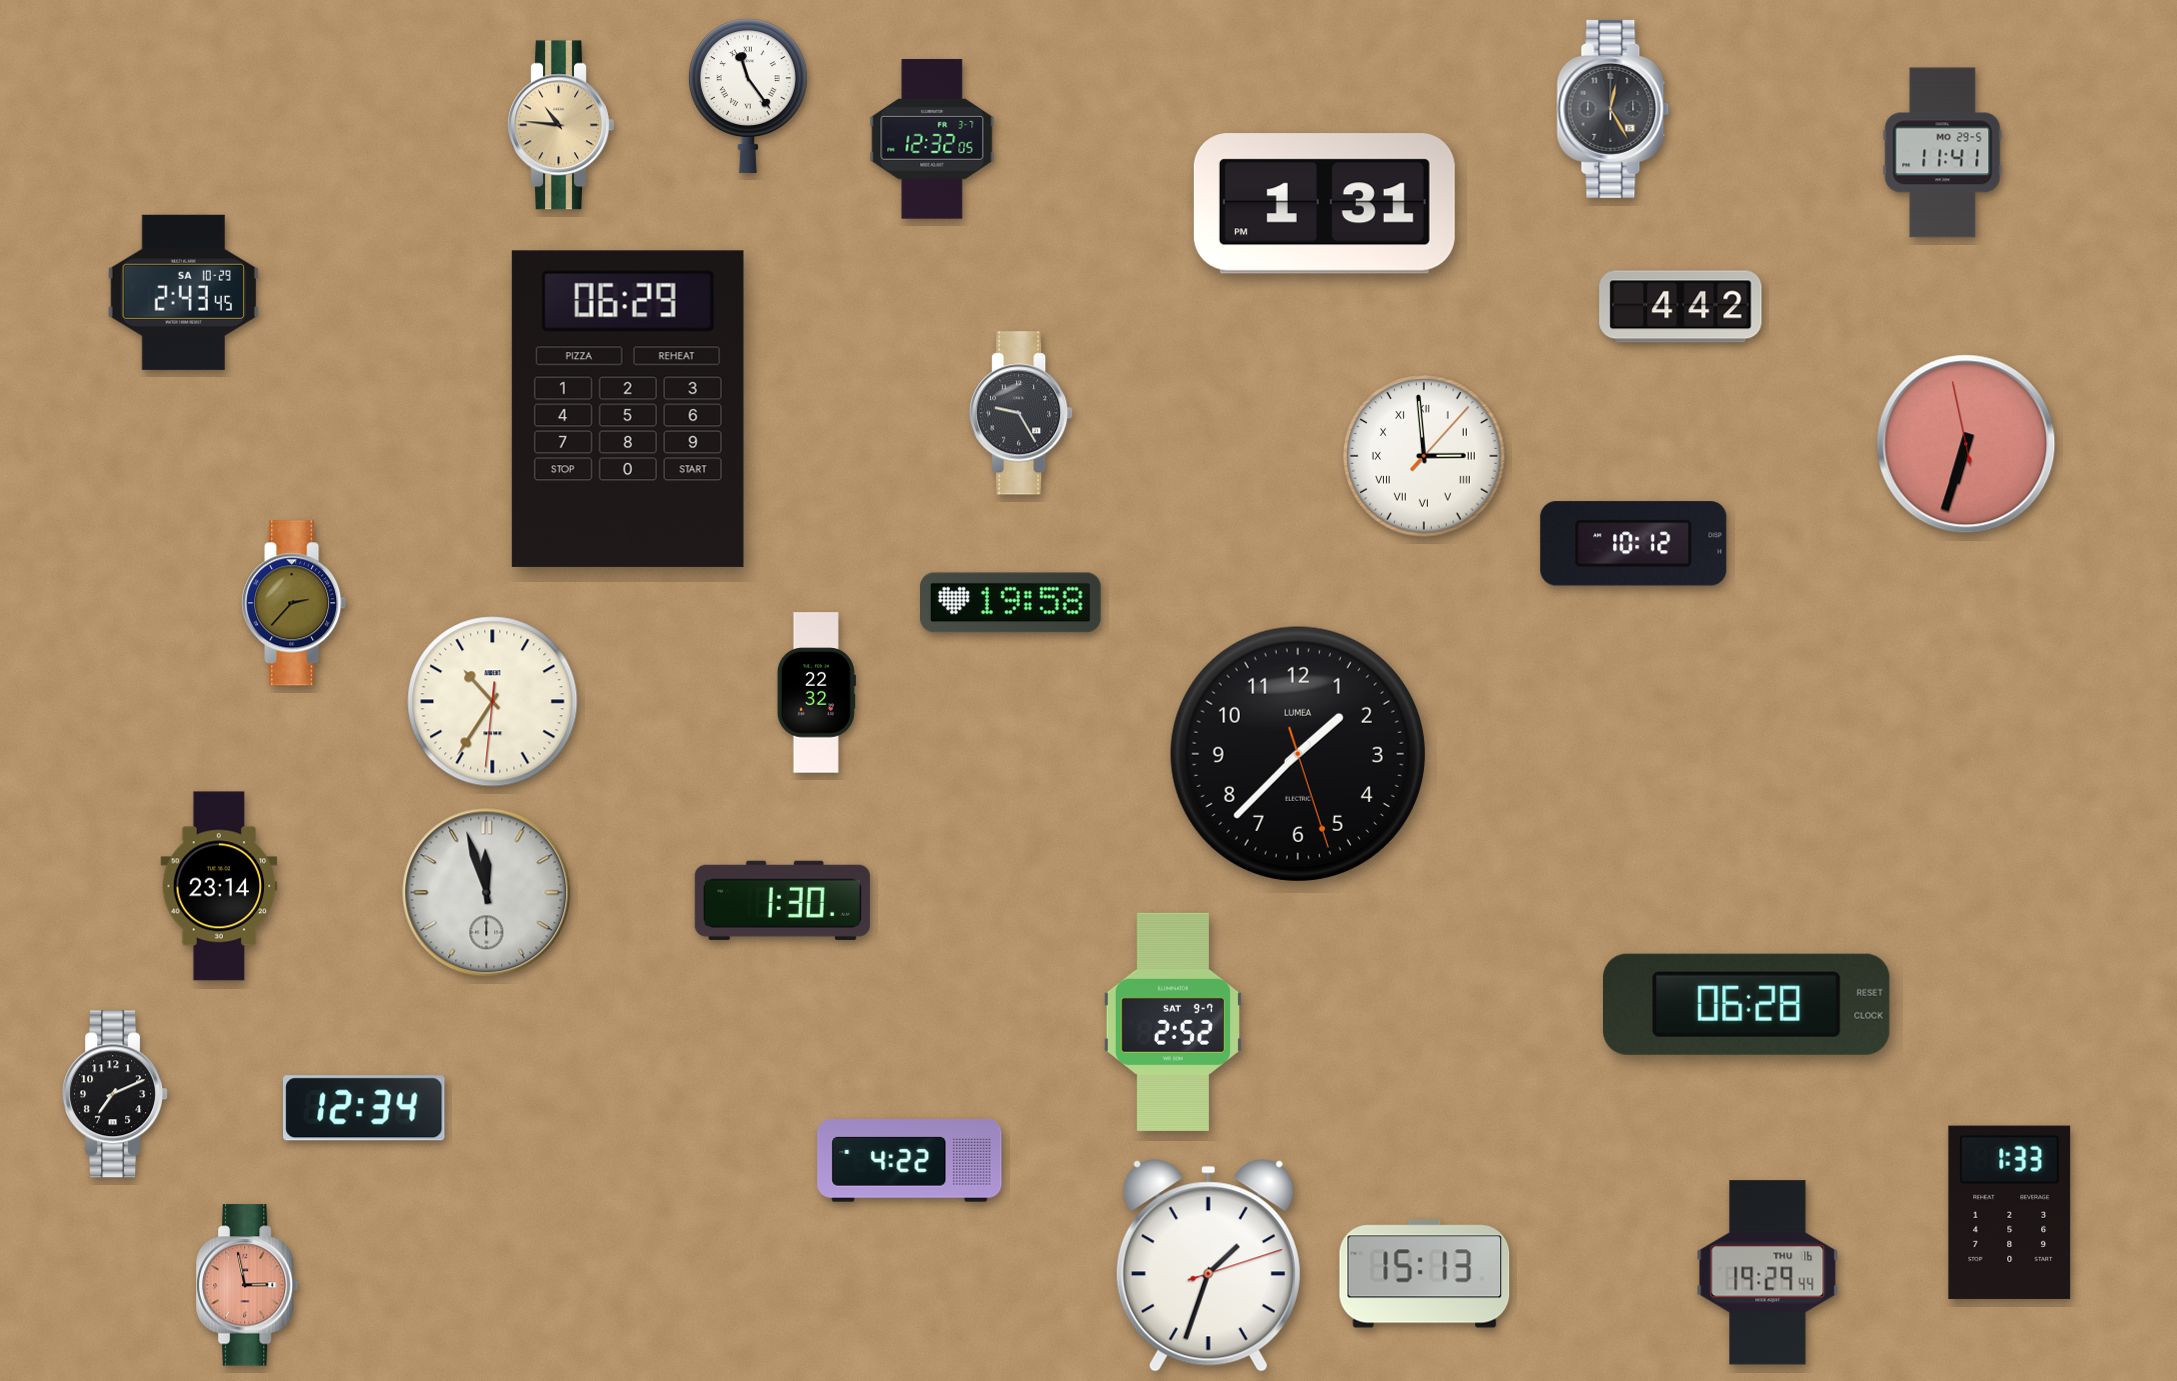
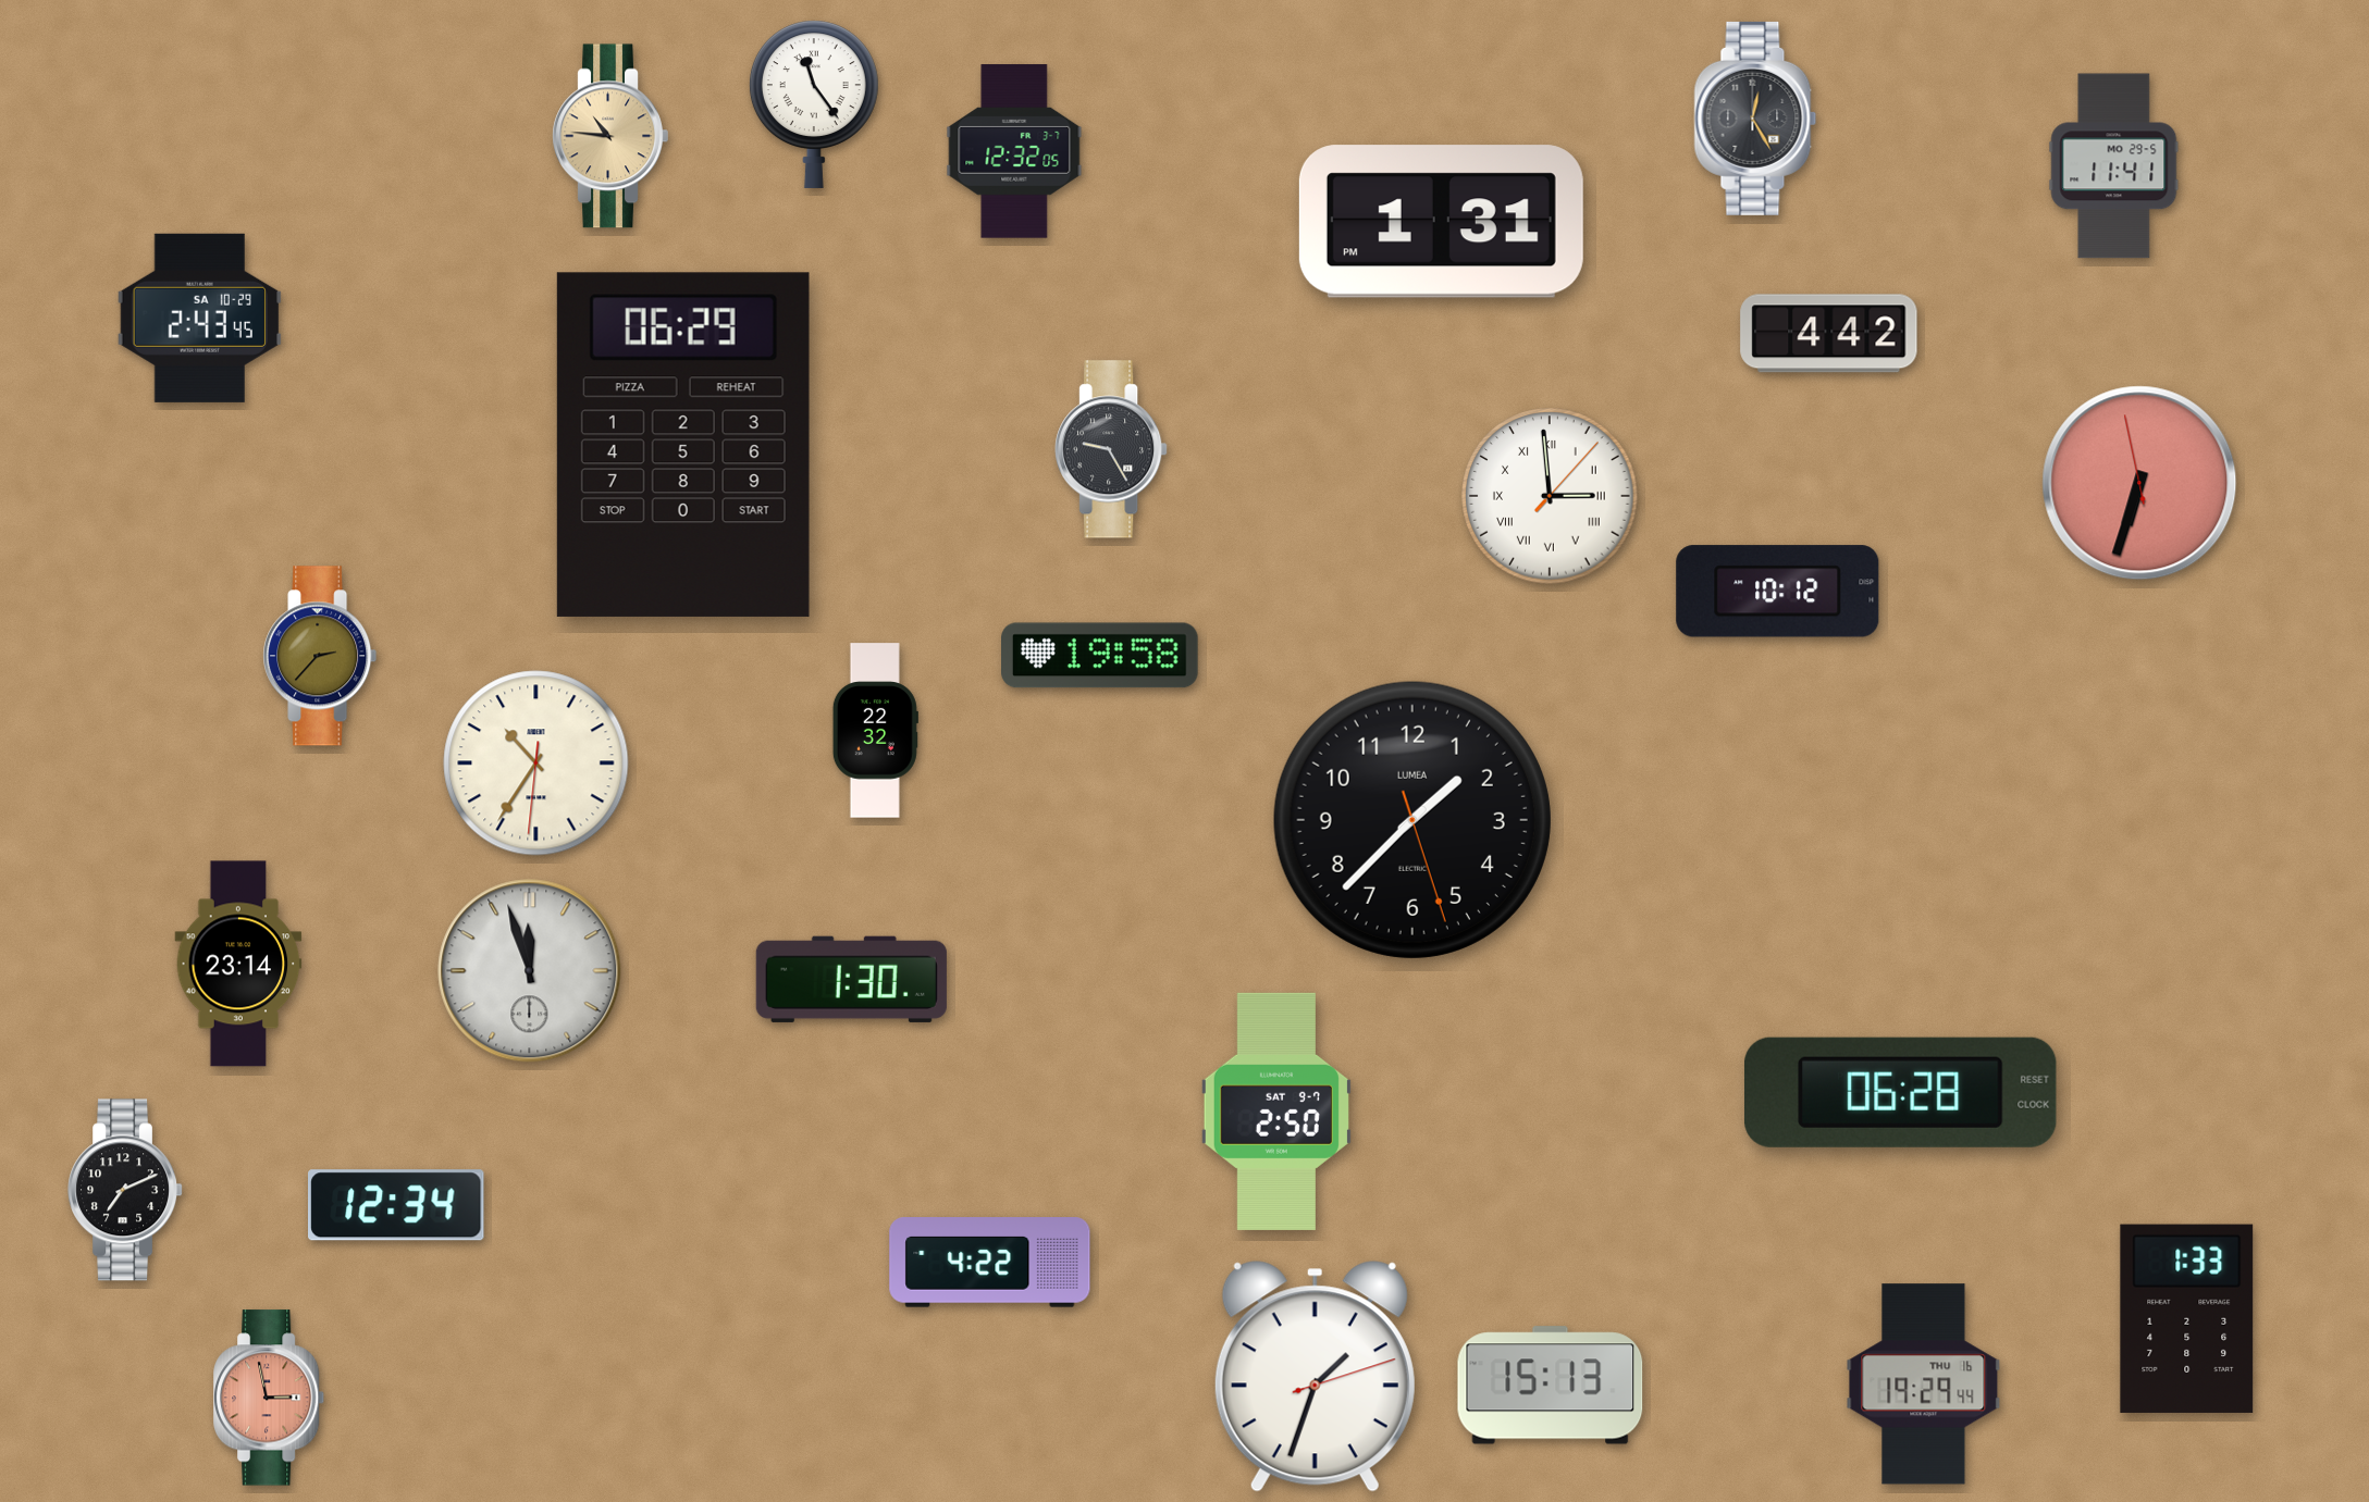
clock at (816, 693) position: (816, 693) -> (875, 731)
clock at (1173, 1022): 2:52 -> 2:50
